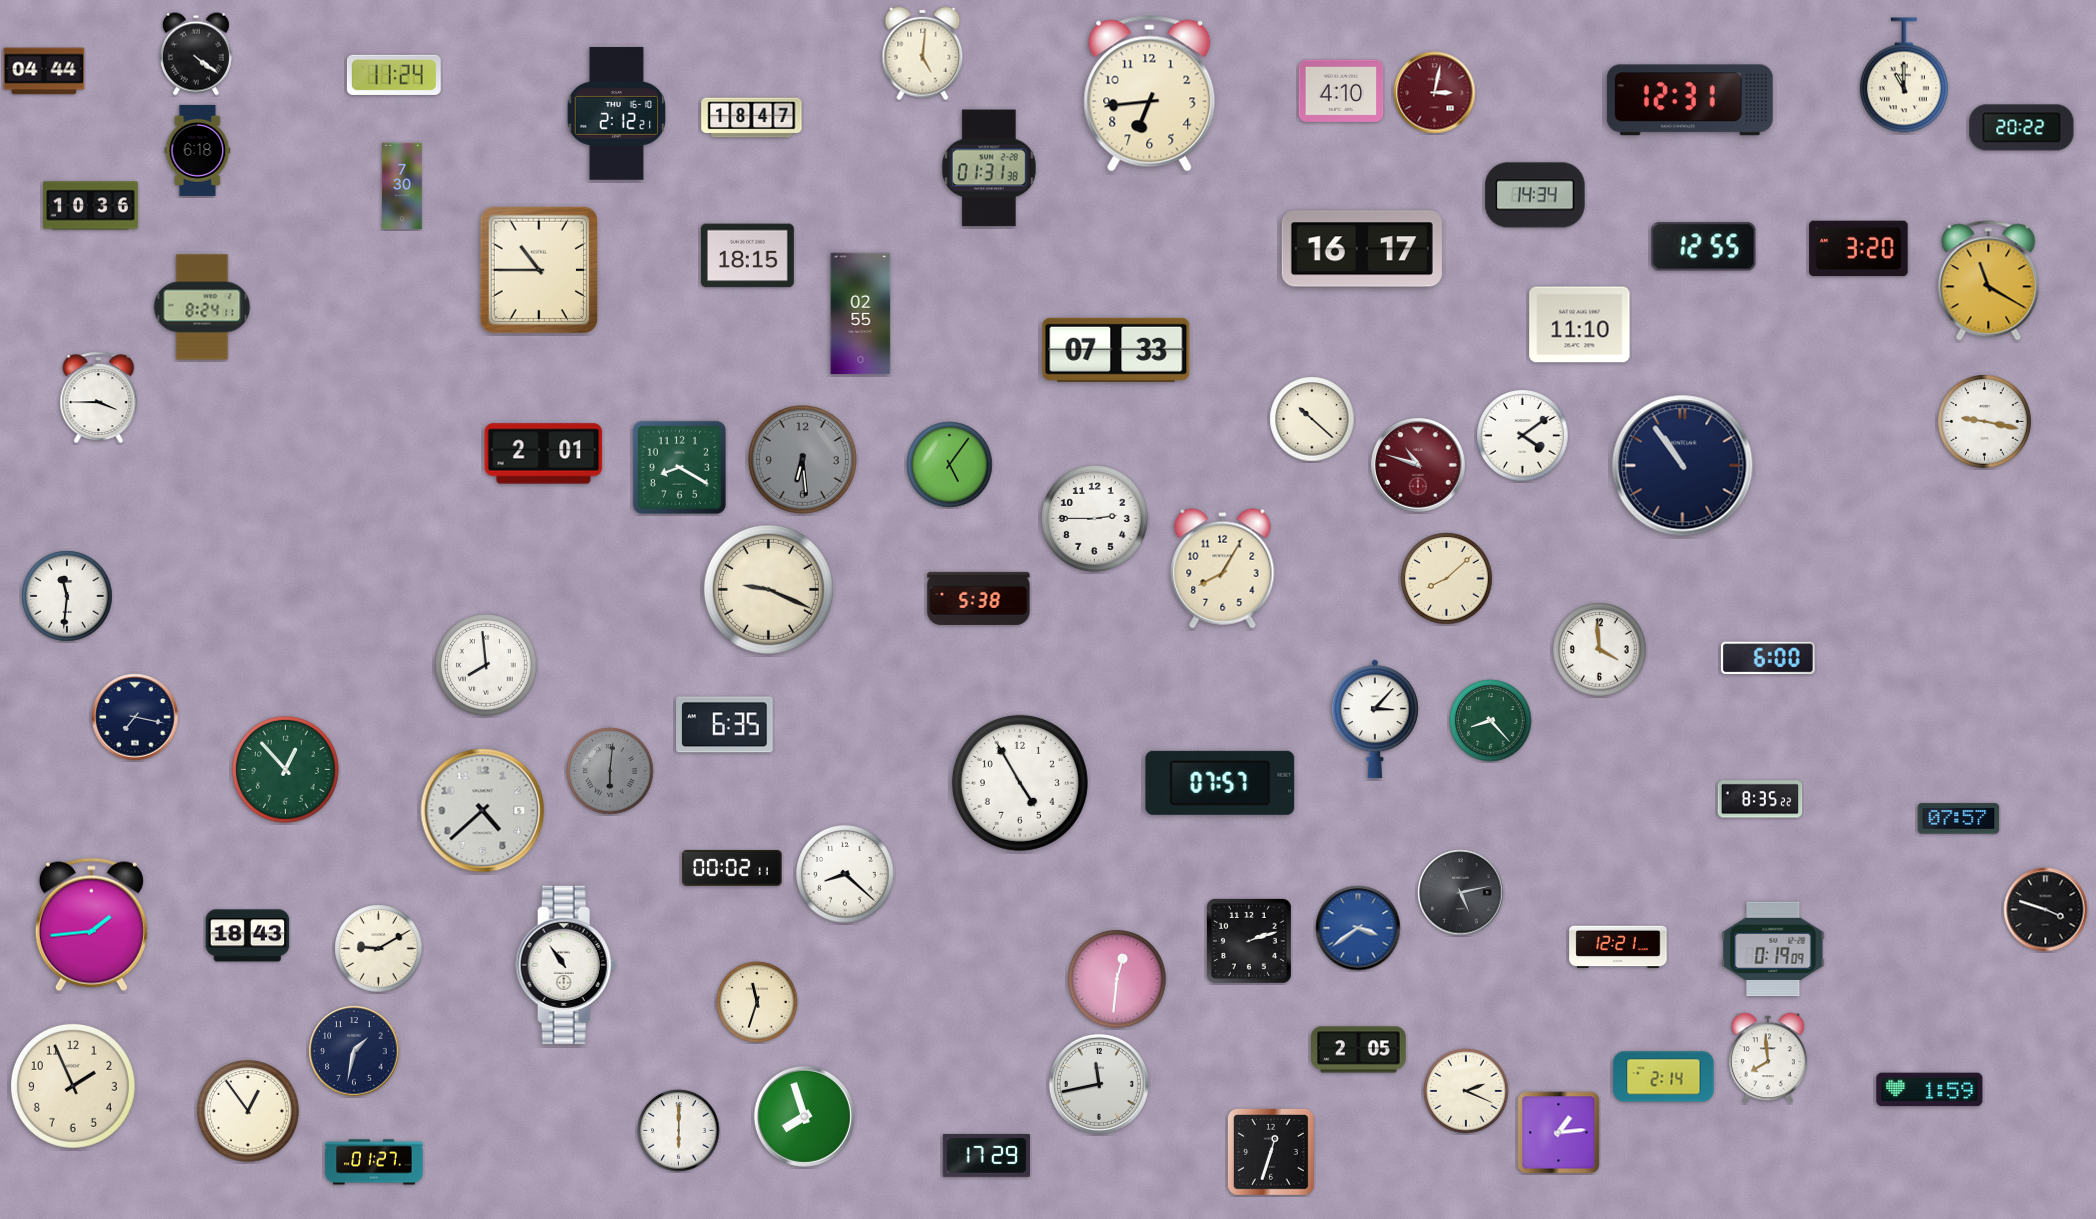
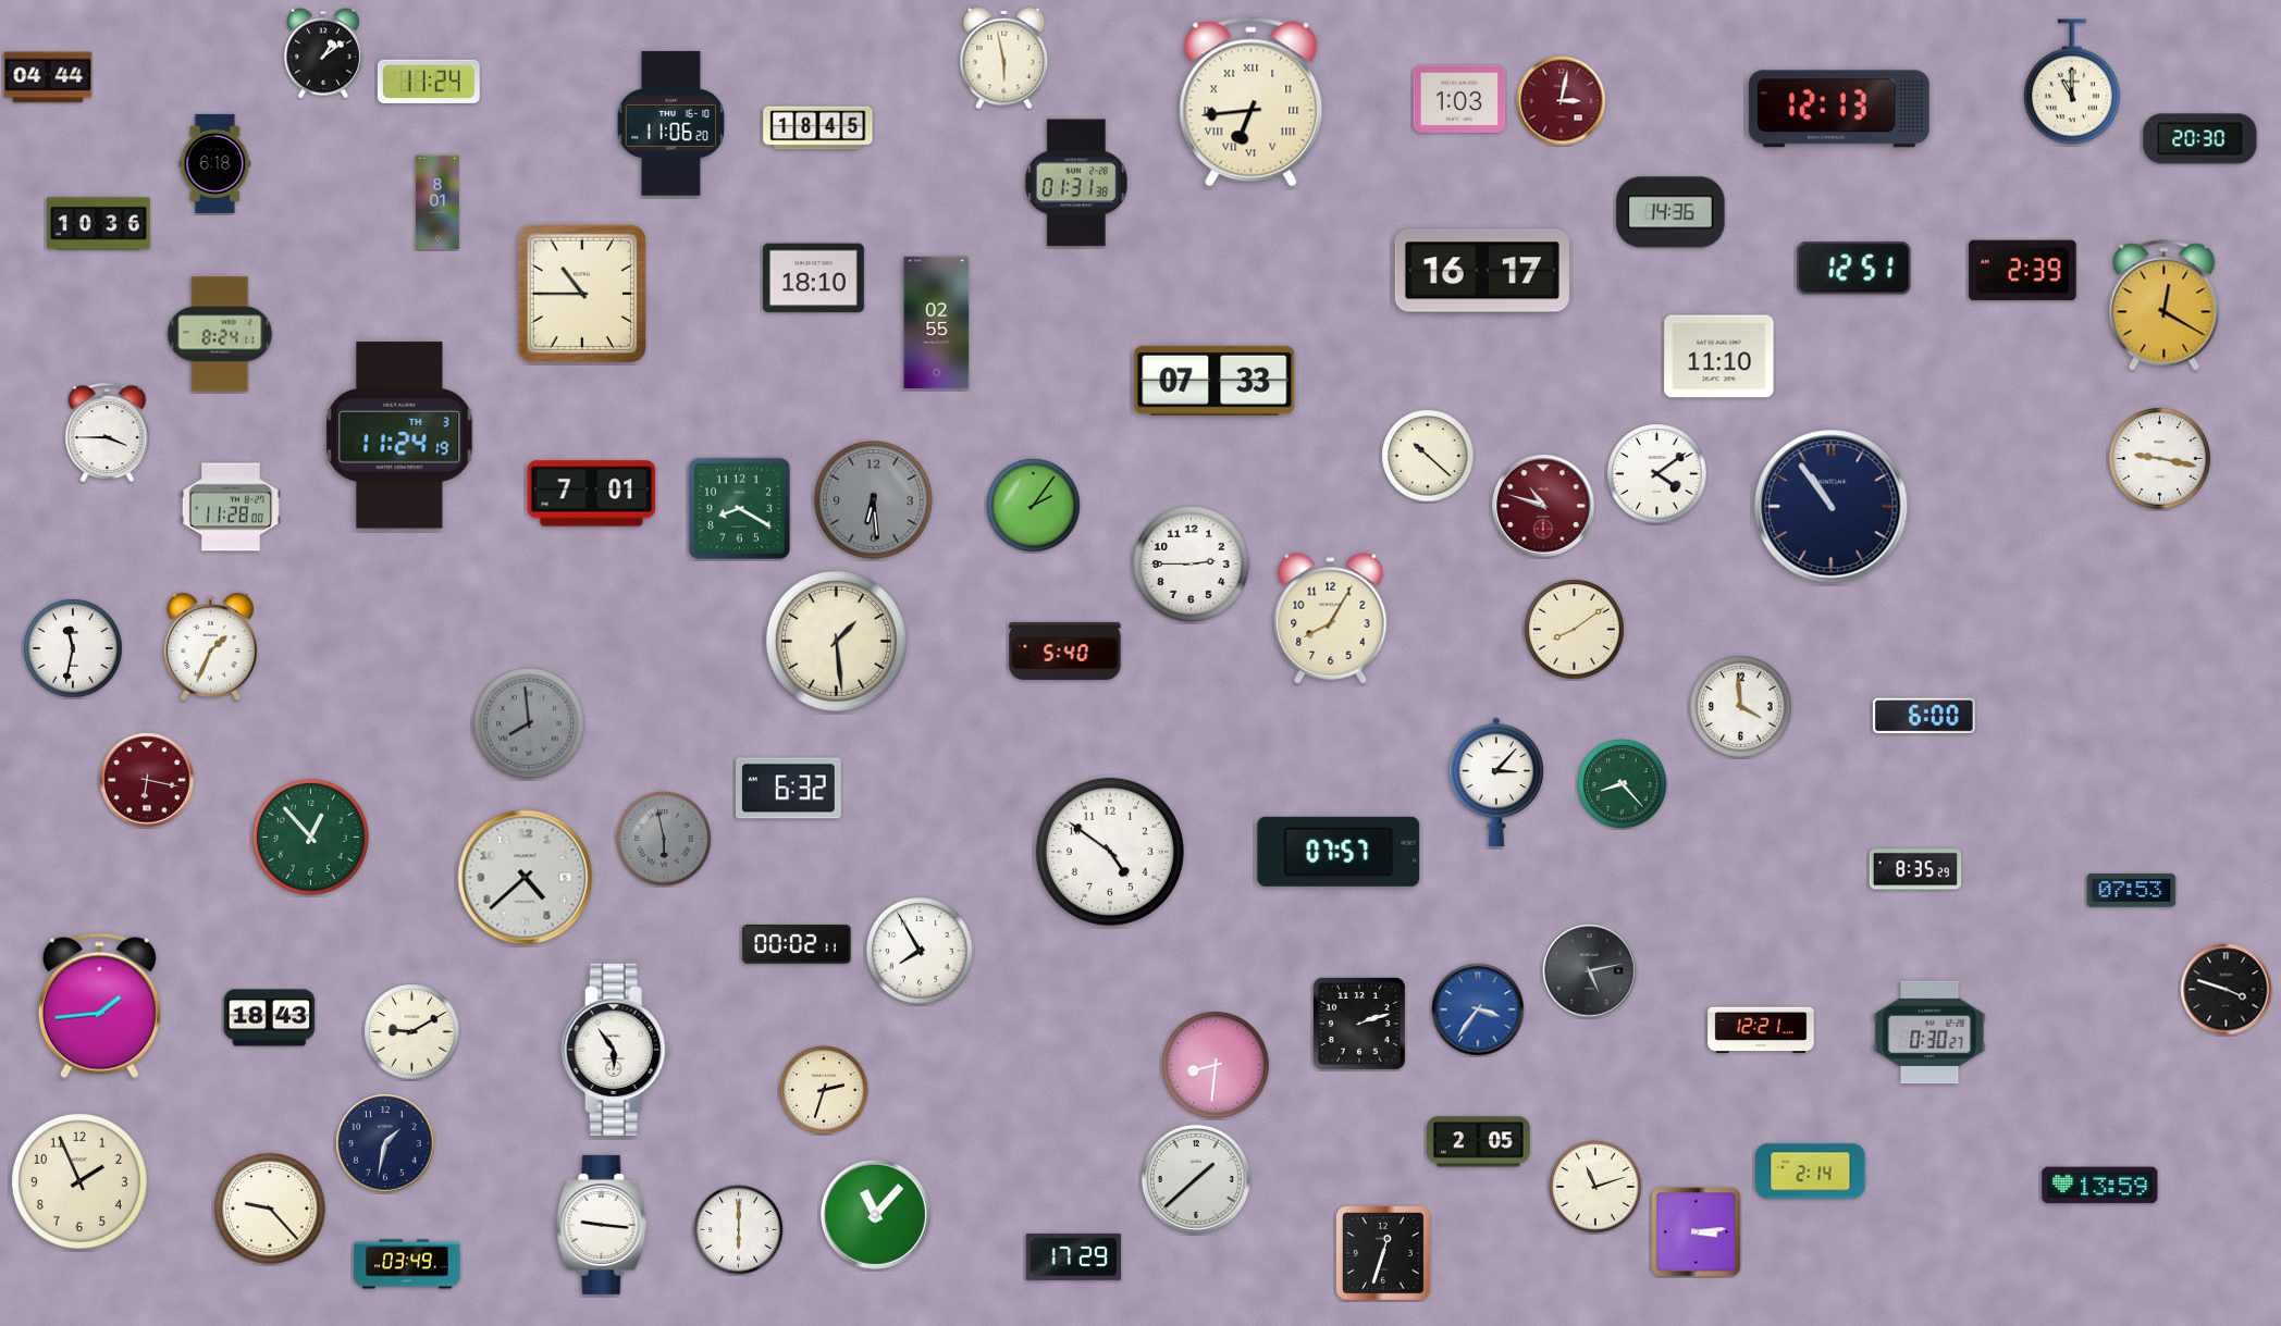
clock at (323, 53): none -> 1:09
clock at (196, 54): 4:21 -> none
clock at (923, 54): 5:01 -> 5:58
clock at (1341, 91): 4:10 -> 1:03
clock at (1150, 94) numerals: Arabic -> Roman
clock at (1690, 100): 12:31 -> 12:13
clock at (616, 114): 2:12 -> 11:06
clock at (752, 118): 18:47 -> 18:45
clock at (2022, 128): 20:22 -> 20:30
clock at (402, 186): 7:30 -> 8:01
clock at (1535, 195): 14:34 -> 14:36
clock at (1704, 247): 12:55 -> 12:51
clock at (1859, 249): 3:20 -> 2:39
clock at (747, 256): 18:15 -> 18:10
clock at (538, 269) position: (538, 269) -> (581, 293)
clock at (1989, 281): 11:20 -> 12:20
clock at (861, 314) position: (861, 314) -> (937, 323)
clock at (1580, 325) position: (1580, 325) -> (1719, 357)
clock at (399, 435): none -> 11:24
clock at (544, 454): 2:01 -> 7:01
clock at (950, 465): 5:06 -> 2:06
clock at (231, 507): none -> 11:28
clock at (1447, 579): 8:08 -> 8:09
clock at (768, 589): 9:19 -> 1:29
clock at (210, 646): none -> 1:34
clock at (67, 596): 11:31 -> 11:32
clock at (979, 598): 5:38 -> 5:40
clock at (486, 665) dial: white -> grey
clock at (135, 717): 7:17 -> 6:17
clock at (135, 717) dial: navy -> burgundy
clock at (725, 725): 6:35 -> 6:32
clock at (610, 771): 6:01 -> 5:58
clock at (1020, 783): 4:55 -> 4:51
clock at (1220, 783) position: (1220, 783) -> (1339, 852)
clock at (1760, 799): 8:35:22 -> 8:35:29
clock at (483, 811) position: (483, 811) -> (526, 878)
clock at (1959, 819): 07:57 -> 07:53
clock at (845, 874): 8:22 -> 7:55
clock at (1358, 928): 3:39 -> 3:36
clock at (1773, 949): 0:19 -> 0:30
clock at (566, 965): 10:54 -> 5:54
clock at (1117, 979): 12:31 -> 8:31
clock at (757, 1002): 11:33 -> 2:33
clock at (1768, 1058): 7:59 -> none
clock at (1099, 1084): 11:43 -> 1:38
clock at (1930, 1090): 1:59 -> 13:59
clock at (1466, 1091): 2:19 -> 11:12
clock at (248, 1111): 12:54 -> 9:23
clock at (804, 1116): 7:57 -> 11:07
clock at (602, 1225): none -> 9:16
clock at (1559, 1133): 1:14 -> 3:14
clock at (374, 1162): 01:27 -> 03:49
